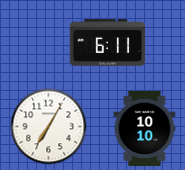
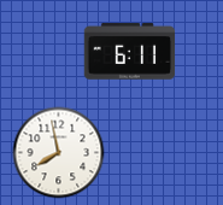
clock at (49, 127): 7:05 -> 7:58
clock at (145, 129): 10:10 -> none
